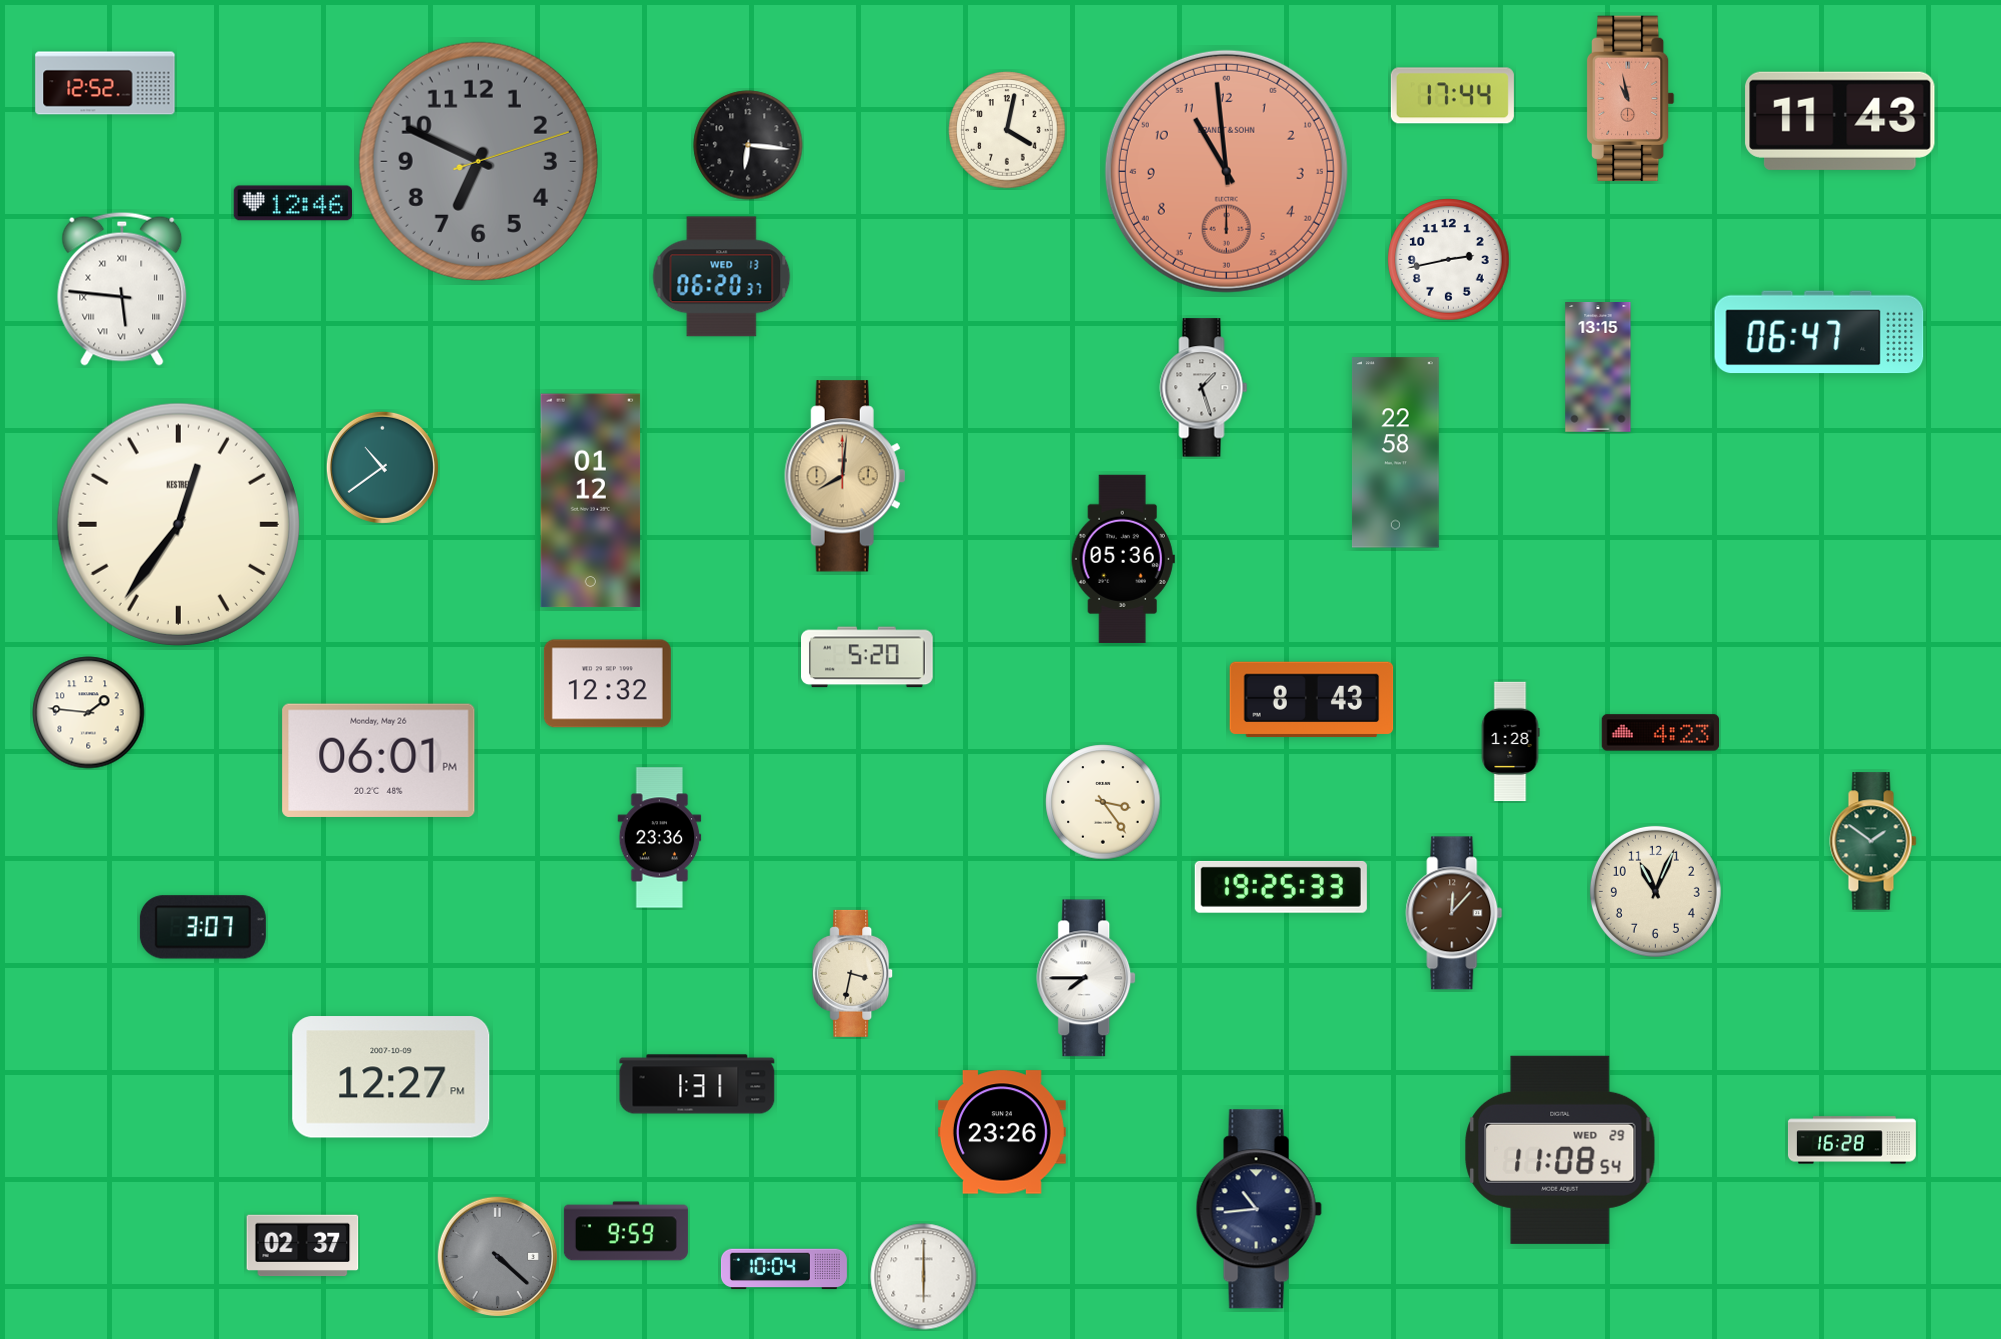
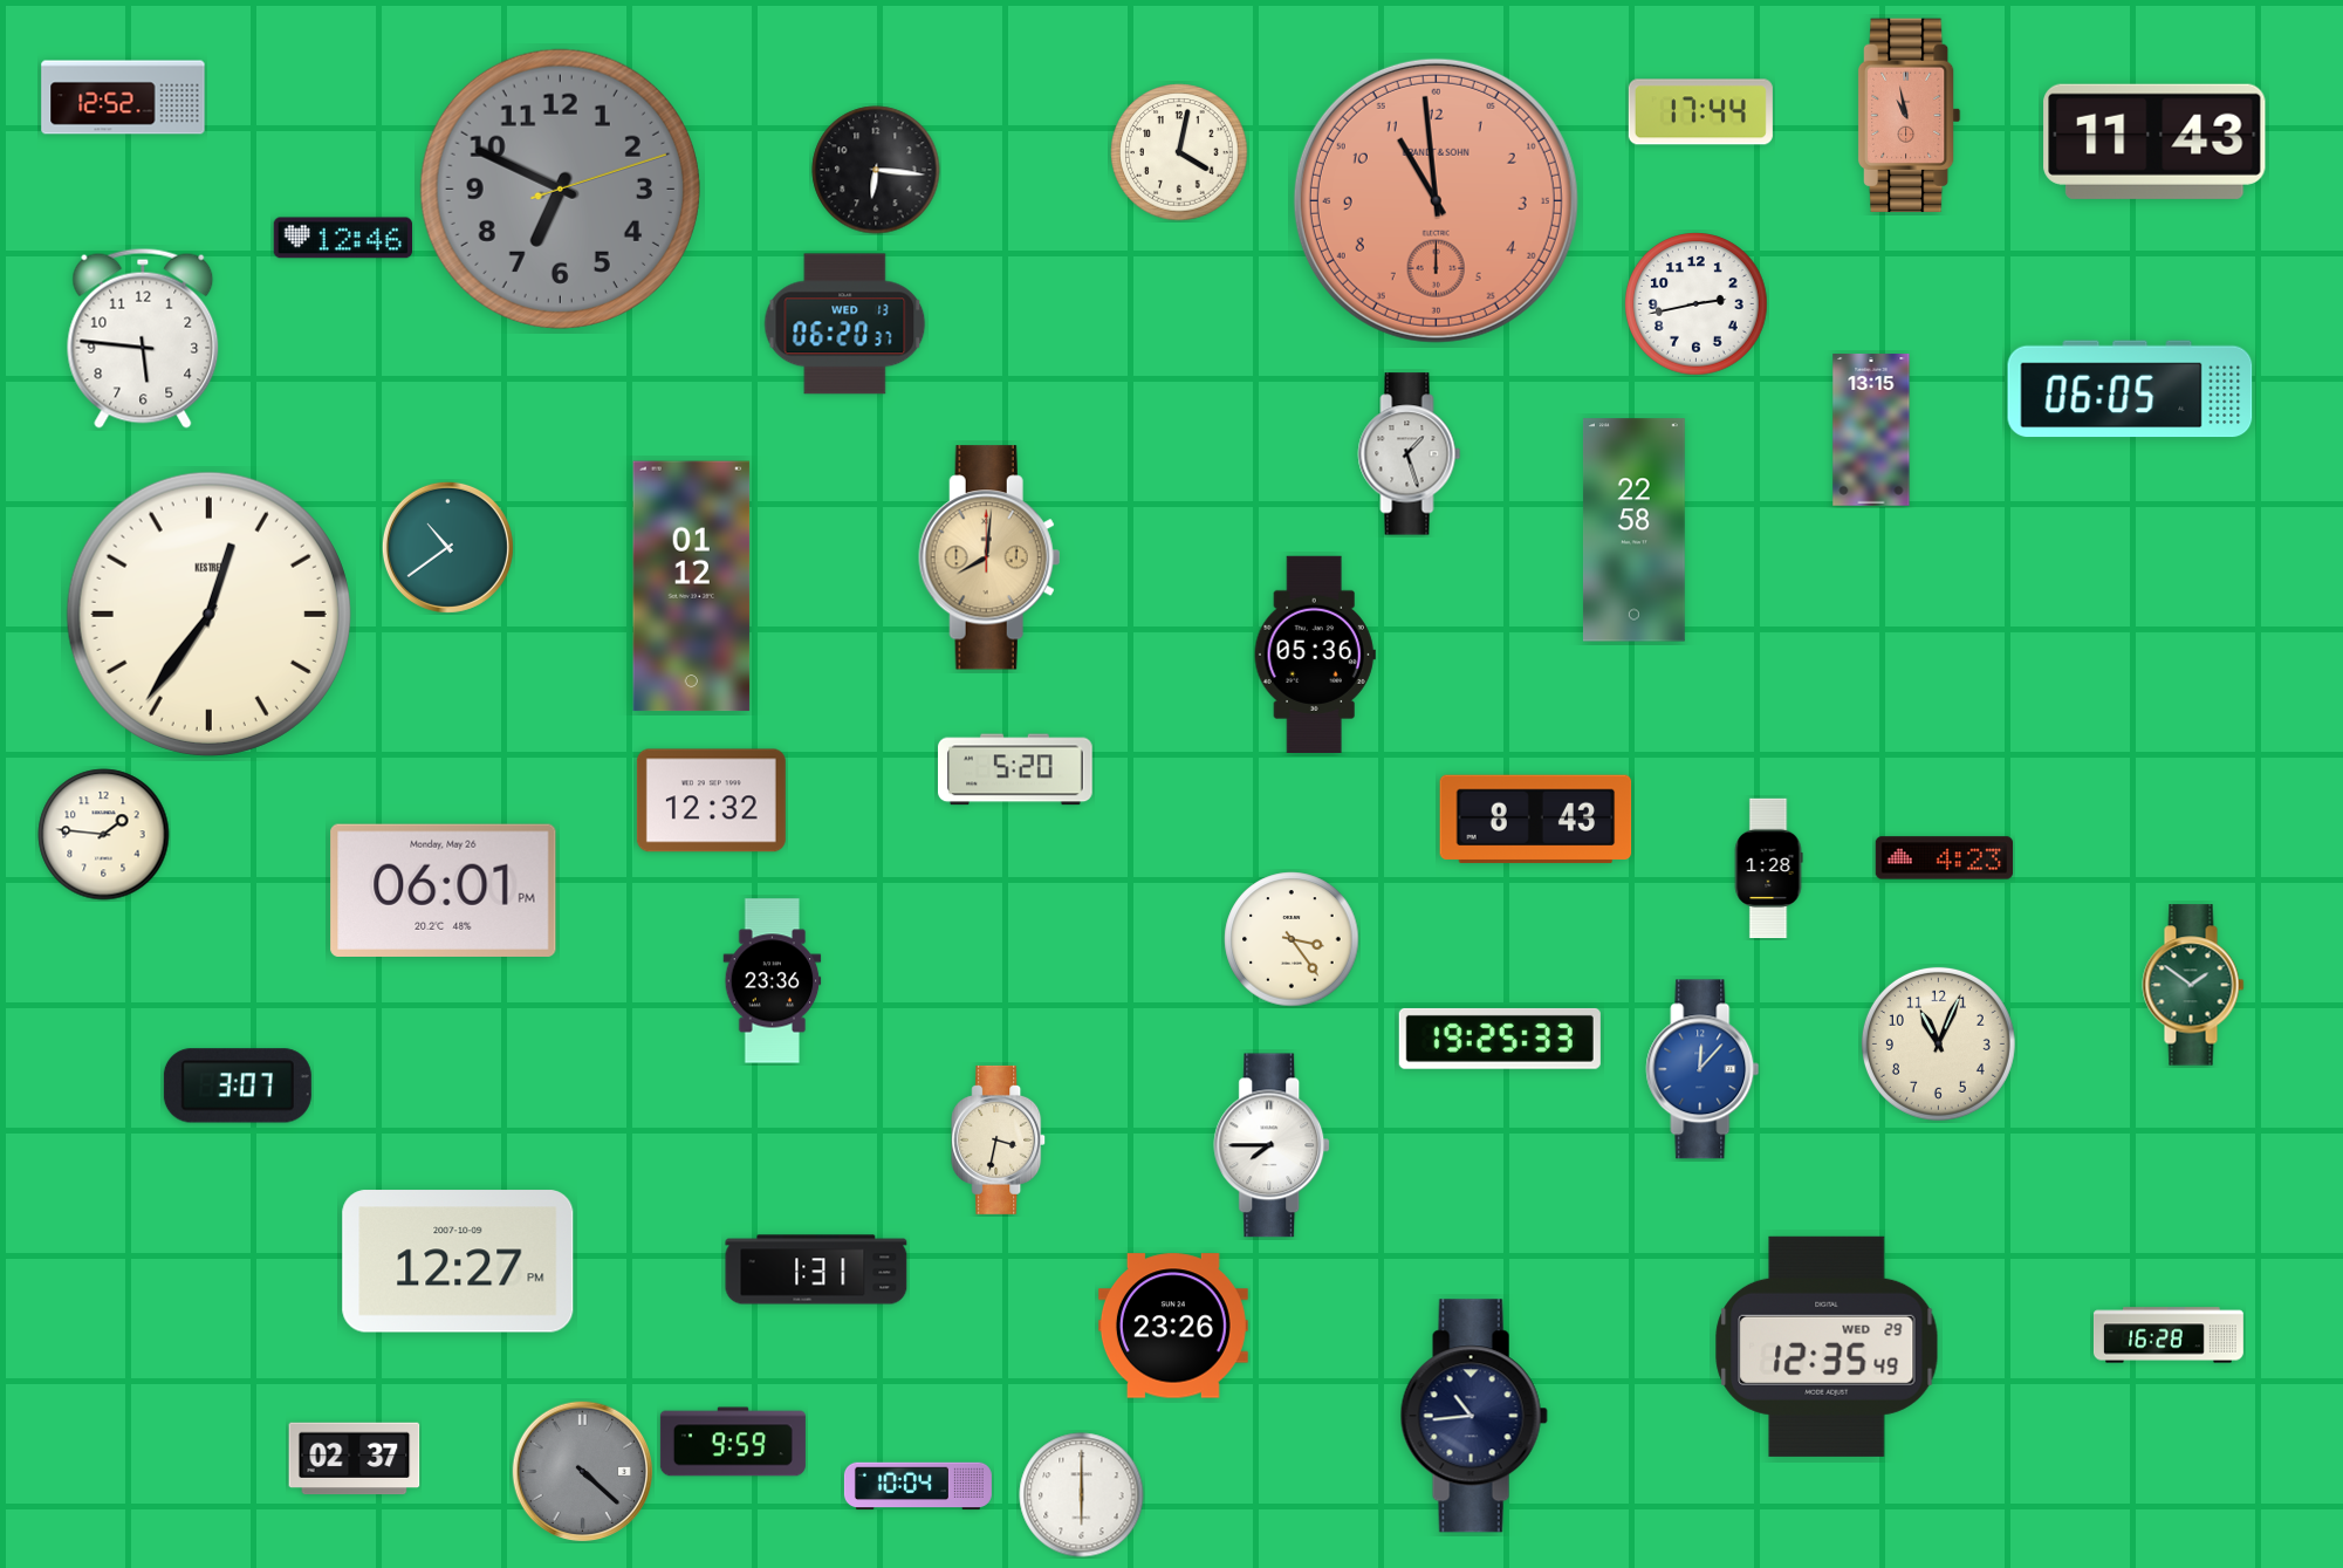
clock at (122, 289) numerals: Roman -> Arabic
clock at (1819, 332): 06:47 -> 06:05
clock at (1454, 913) dial: brown -> blue
clock at (1560, 1150): 11:08 -> 12:35
